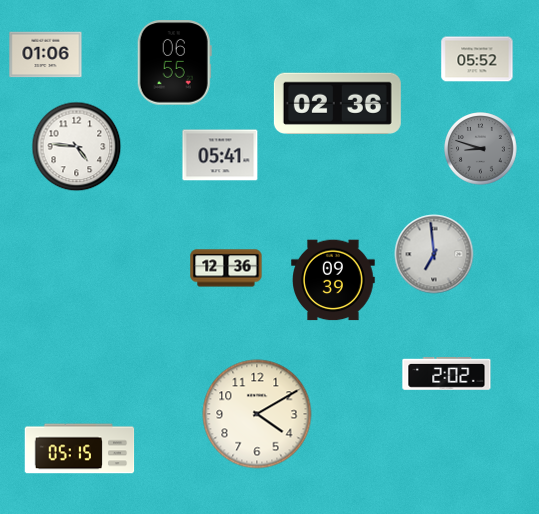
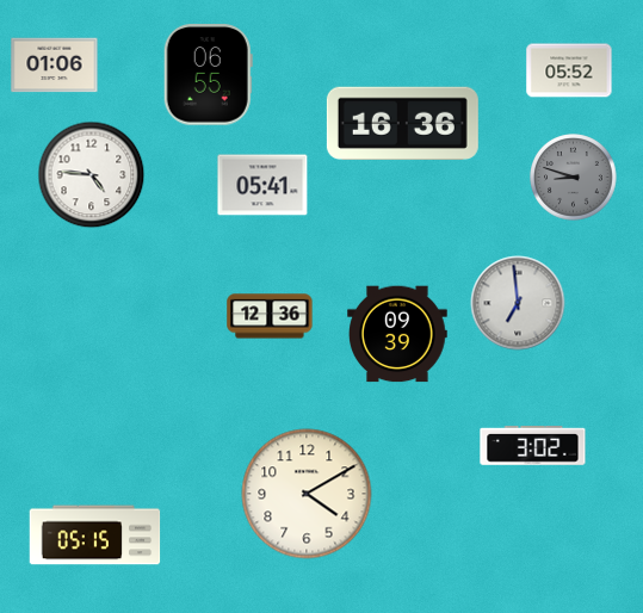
clock at (337, 103): 02:36 -> 16:36
clock at (226, 268) position: (226, 268) -> (270, 316)
clock at (447, 374): 2:02 -> 3:02
